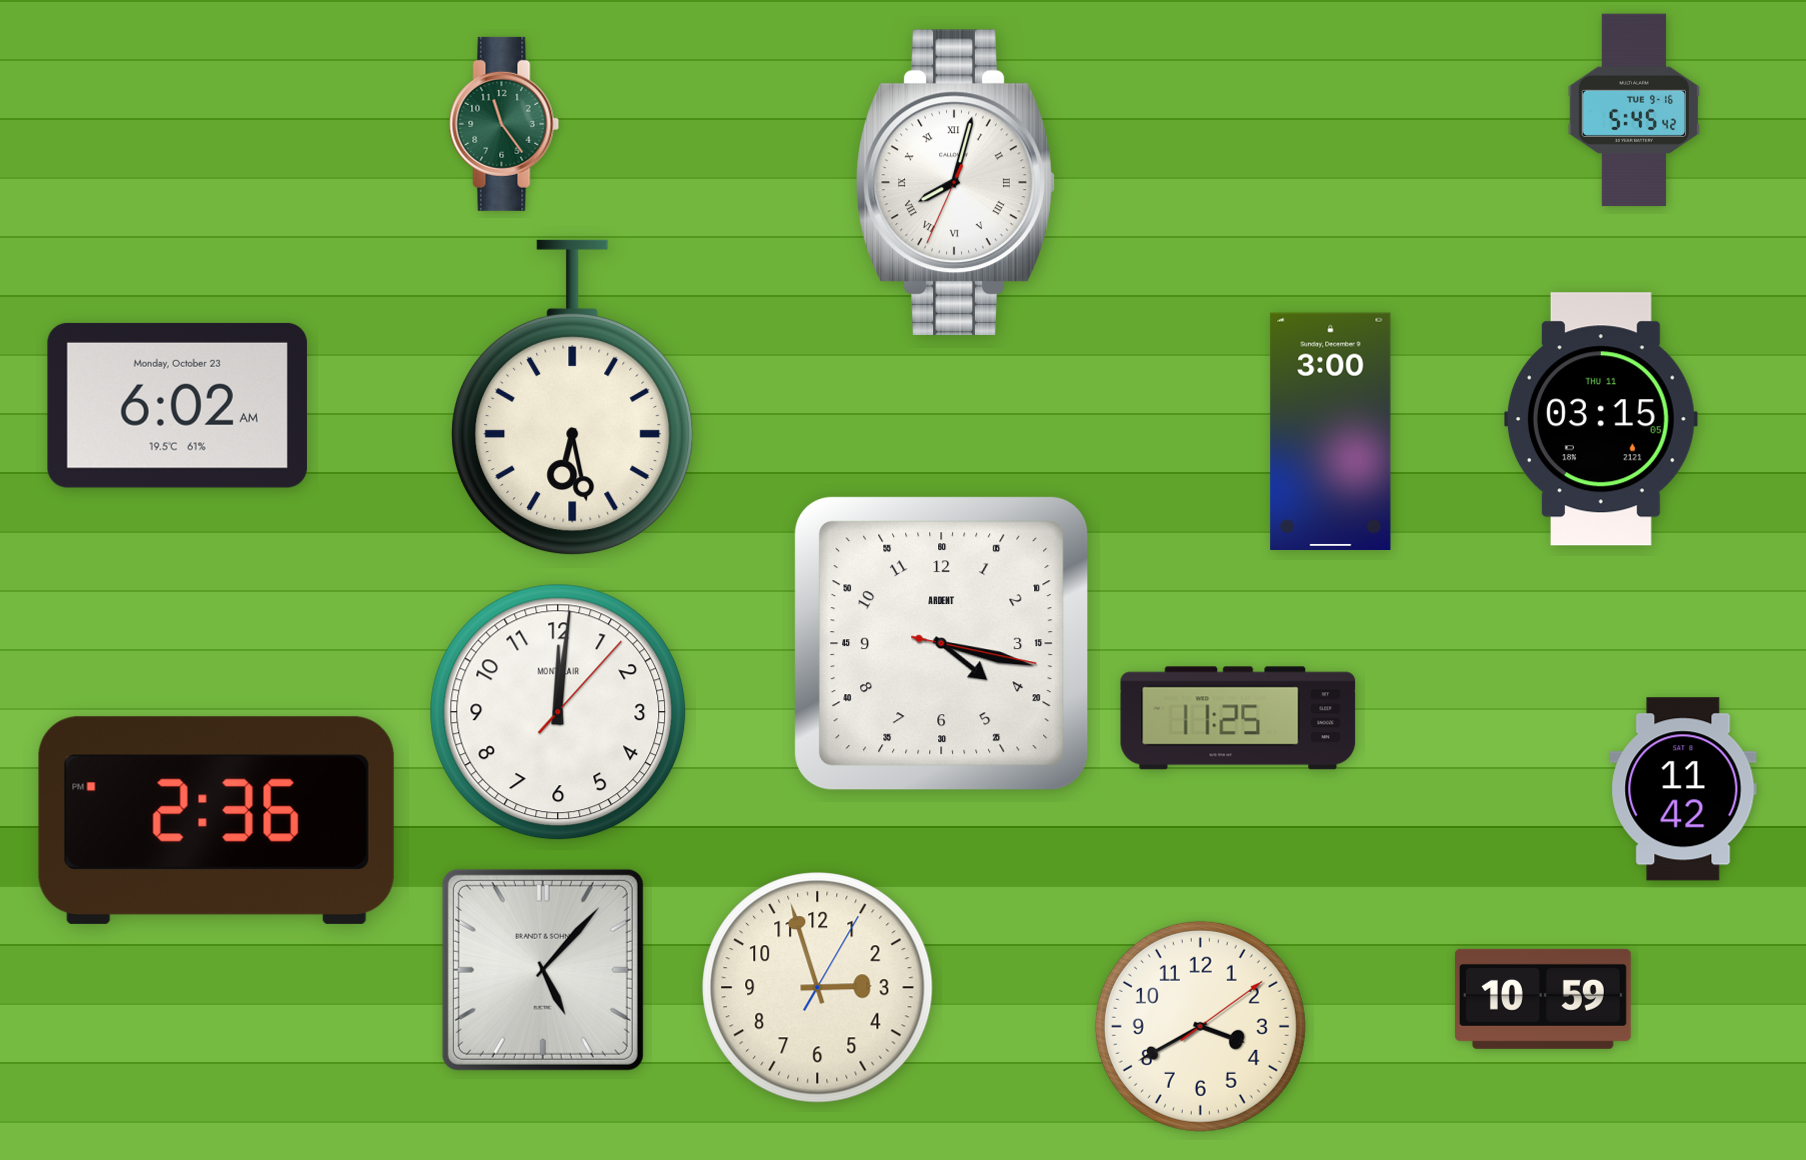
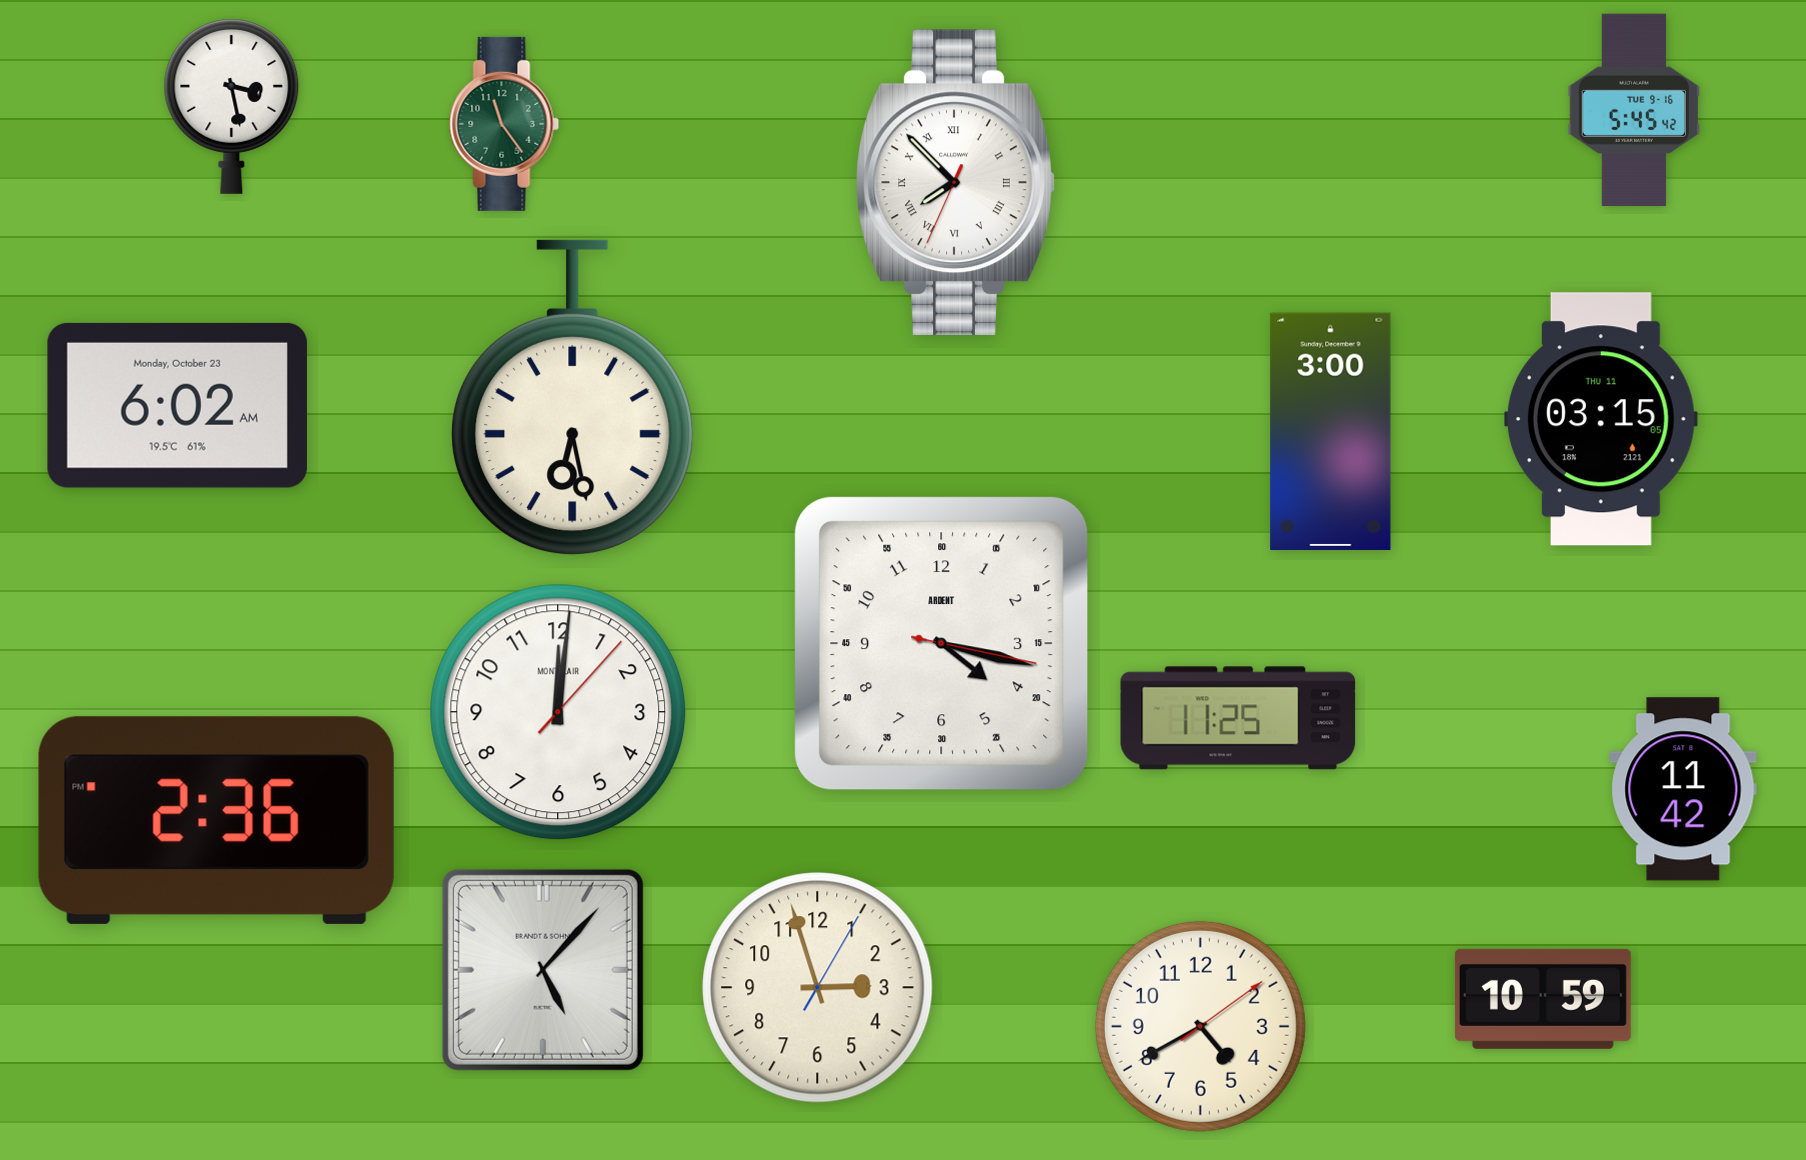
clock at (232, 107): none -> 3:28
clock at (955, 182): 8:02 -> 7:52
clock at (1200, 1026): 3:40 -> 4:40
